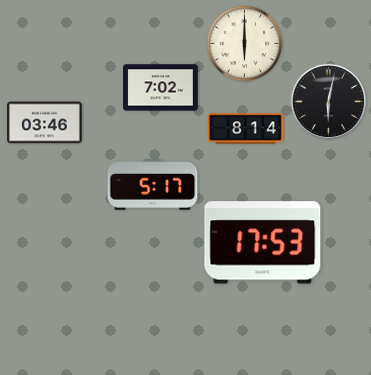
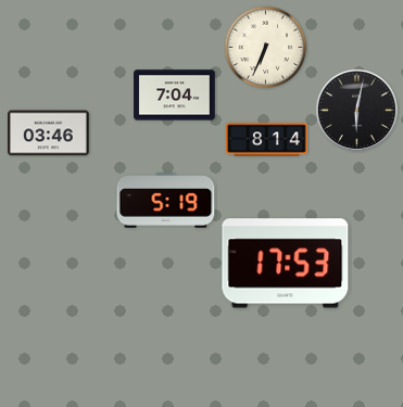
clock at (245, 44): 6:00 -> 6:34
clock at (161, 88): 7:02 -> 7:04
clock at (153, 185): 5:17 -> 5:19
